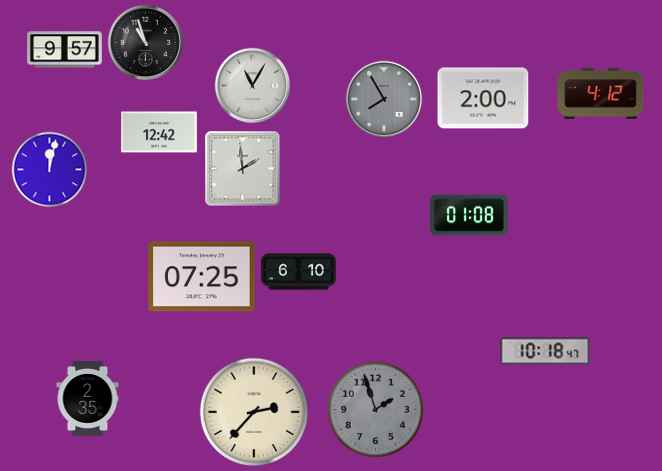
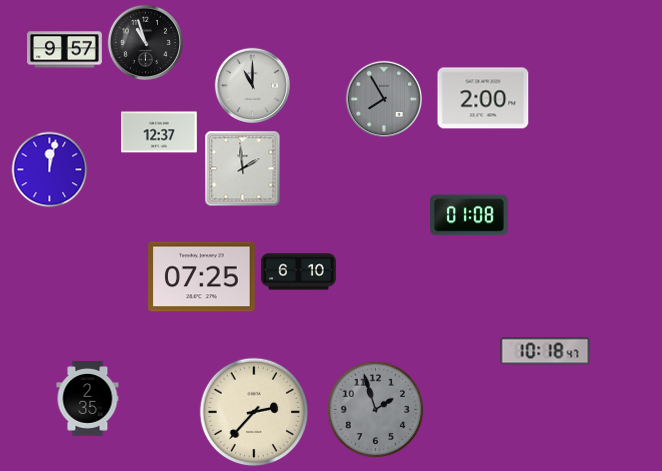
clock at (252, 85): 11:05 -> 11:00
clock at (601, 93): 4:12 -> none
clock at (159, 132): 12:42 -> 12:37
